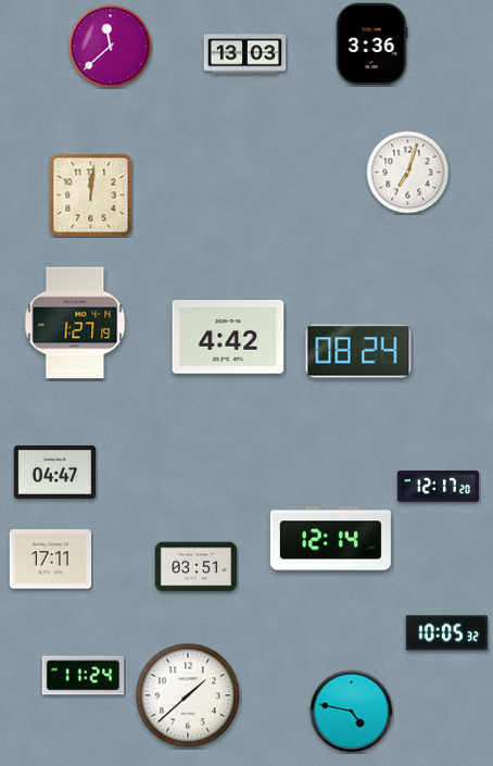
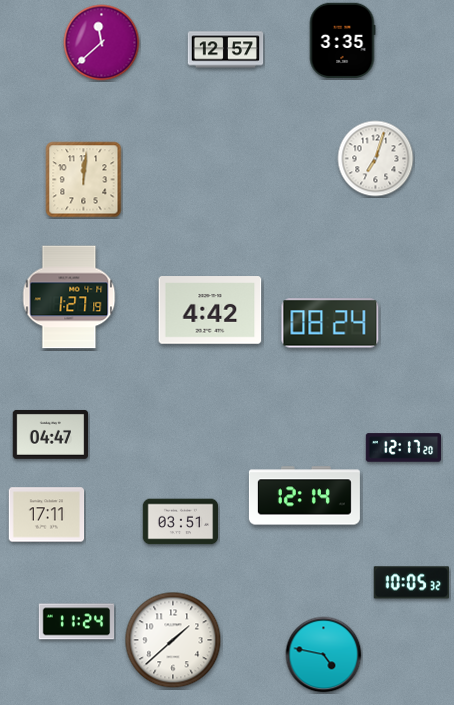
clock at (371, 45): 3:36 -> 3:35
clock at (245, 54): 13:03 -> 12:57
